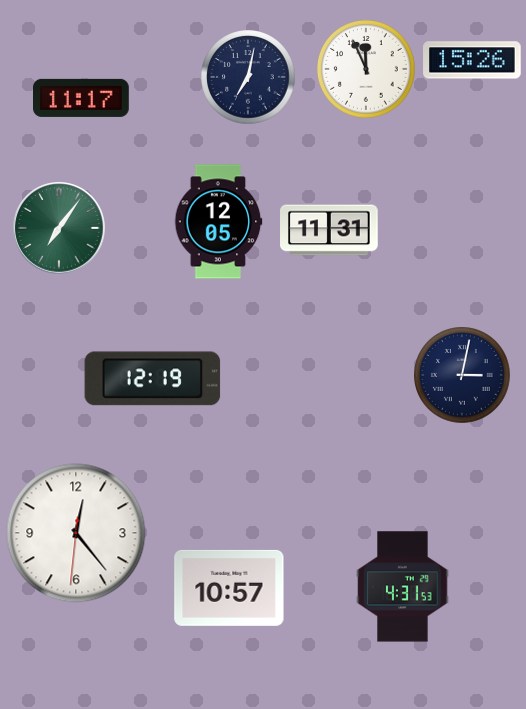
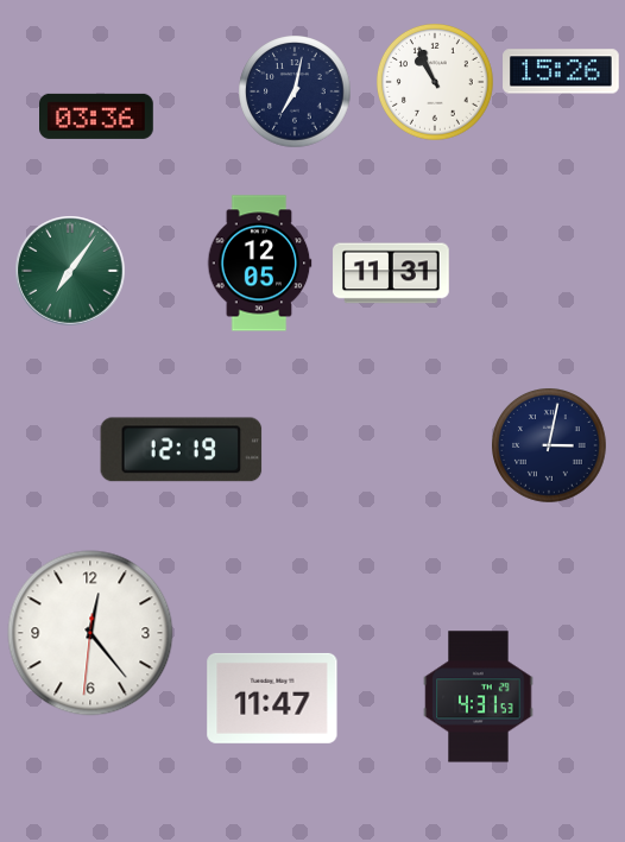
clock at (367, 70): 11:56 -> 10:56
clock at (82, 98): 11:17 -> 03:36
clock at (229, 588): 10:57 -> 11:47
